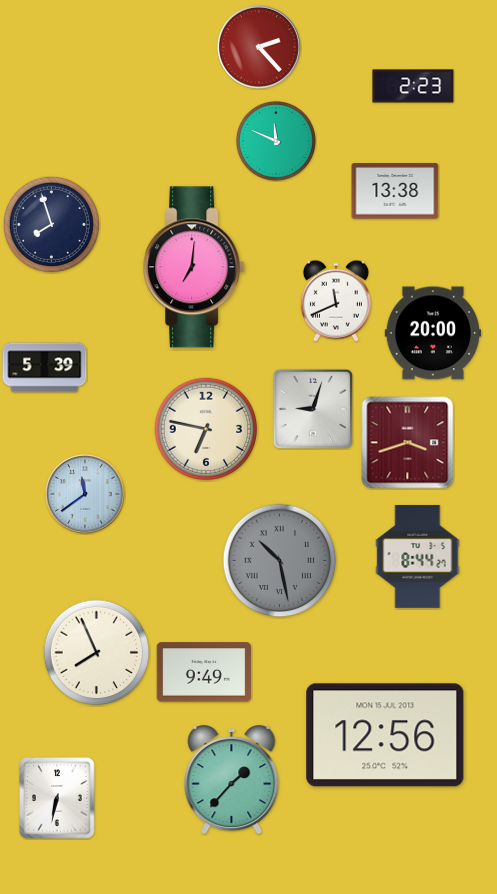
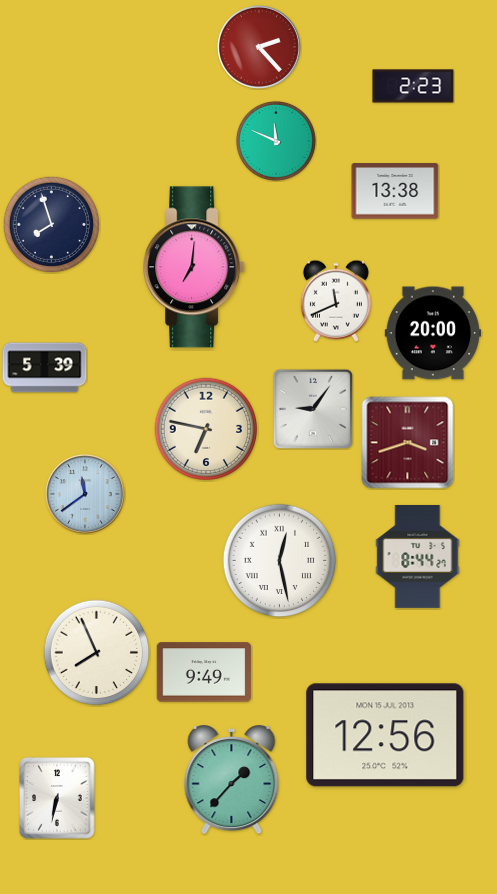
clock at (313, 409): 9:03 -> 9:06
clock at (280, 561): 10:28 -> 12:28
clock at (280, 561) dial: grey -> white
